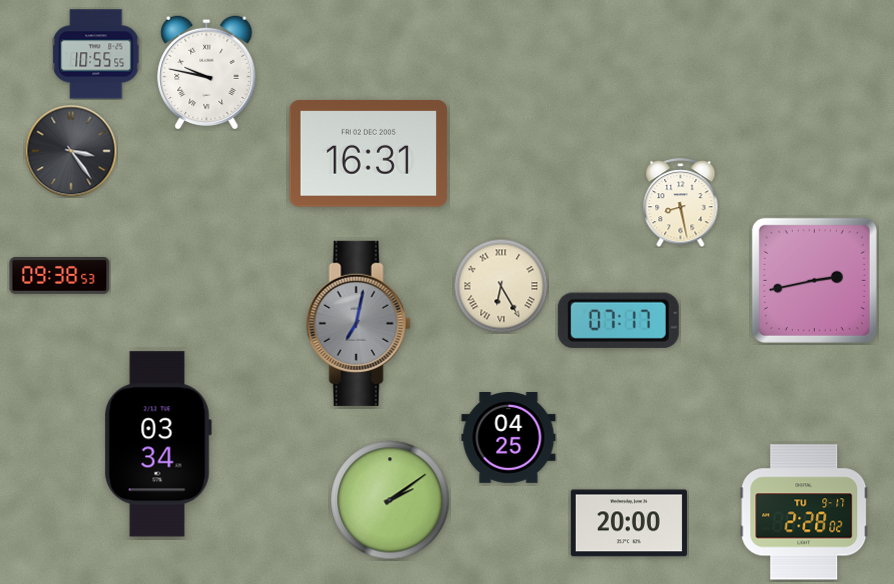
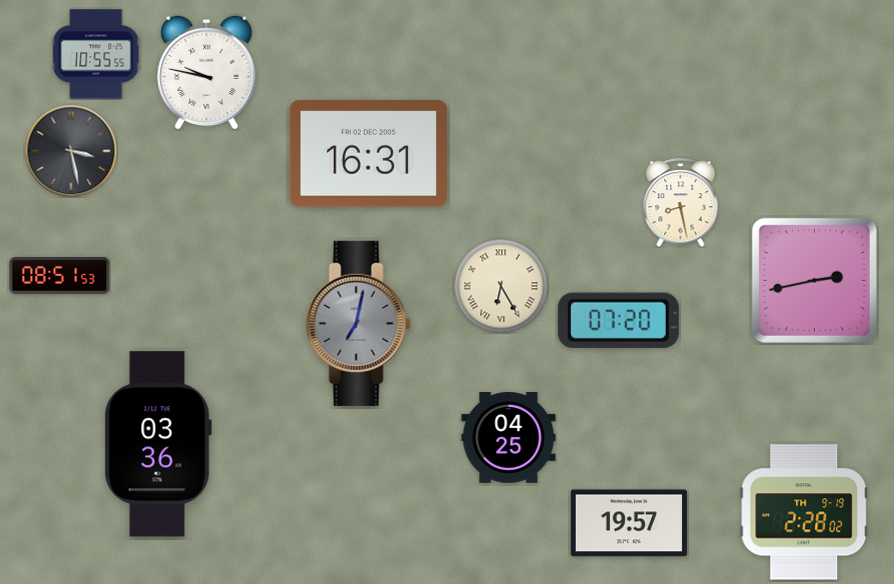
clock at (71, 151): 3:24 -> 3:28
clock at (60, 275): 09:38 -> 08:51
clock at (618, 320): 07:17 -> 07:20
clock at (158, 444): 03:34 -> 03:36
clock at (390, 500): 2:09 -> none
clock at (804, 512) date: TU 9-17 -> TH 9-19
clock at (629, 523): 20:00 -> 19:57
